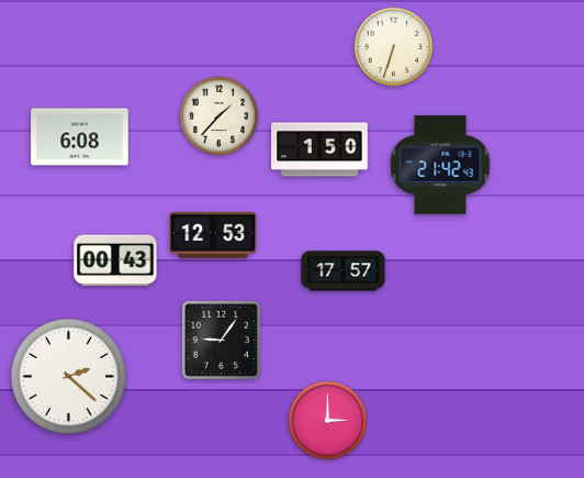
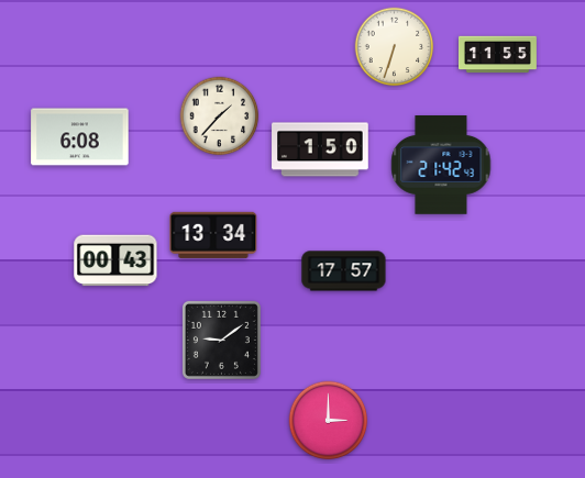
clock at (498, 55): none -> 11:55
clock at (213, 235): 12:53 -> 13:34
clock at (221, 340): 9:06 -> 9:09
clock at (68, 376): 2:22 -> none
